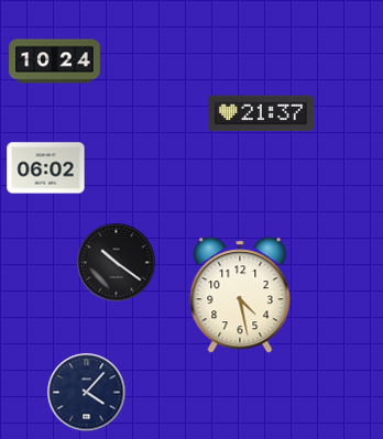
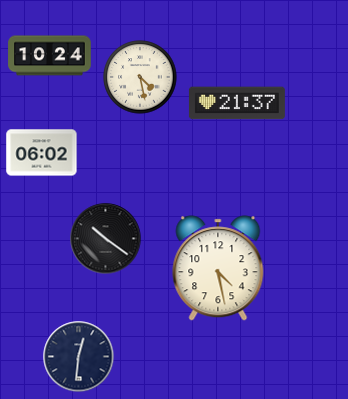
clock at (140, 77): none -> 4:28
clock at (87, 393): 4:07 -> 12:31
